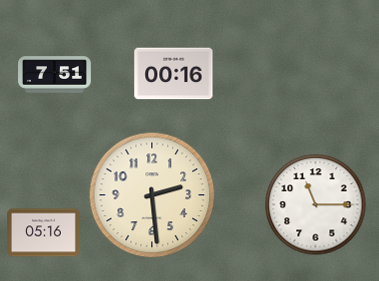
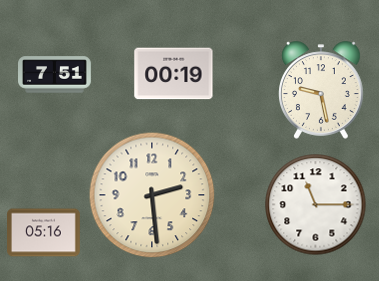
clock at (174, 74): 00:16 -> 00:19
clock at (322, 90): none -> 9:28
